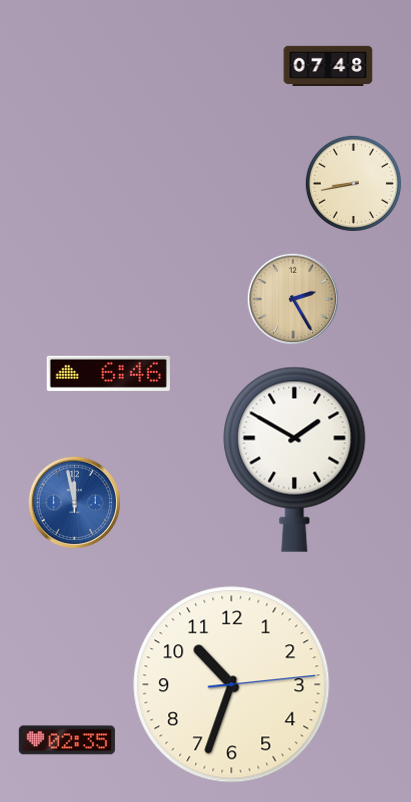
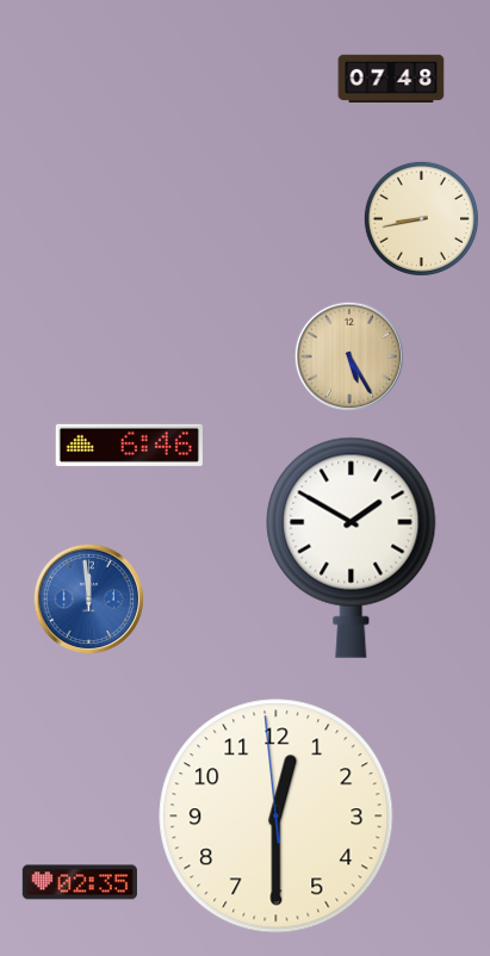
clock at (292, 298): 2:25 -> 5:25
clock at (74, 502): 11:58 -> 11:59
clock at (232, 685): 10:33 -> 12:29
